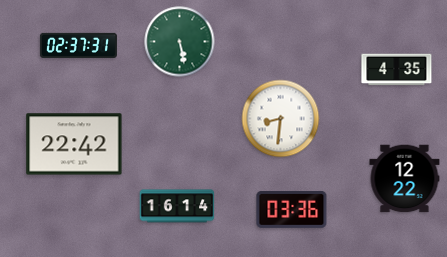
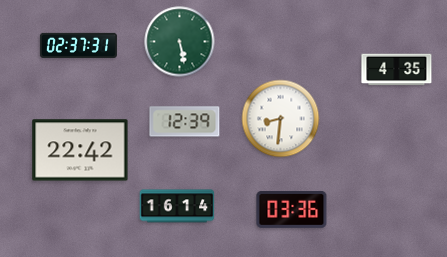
clock at (185, 122): none -> 12:39
clock at (74, 144) position: (74, 144) -> (80, 150)
clock at (405, 179): 12:22 -> none
